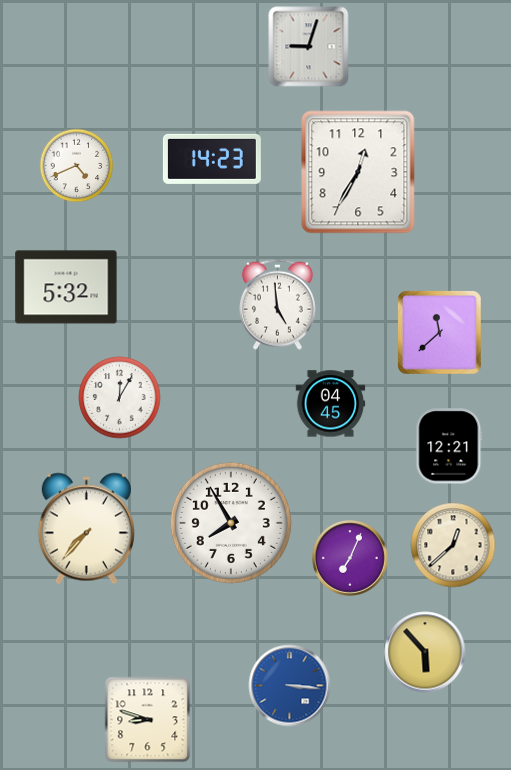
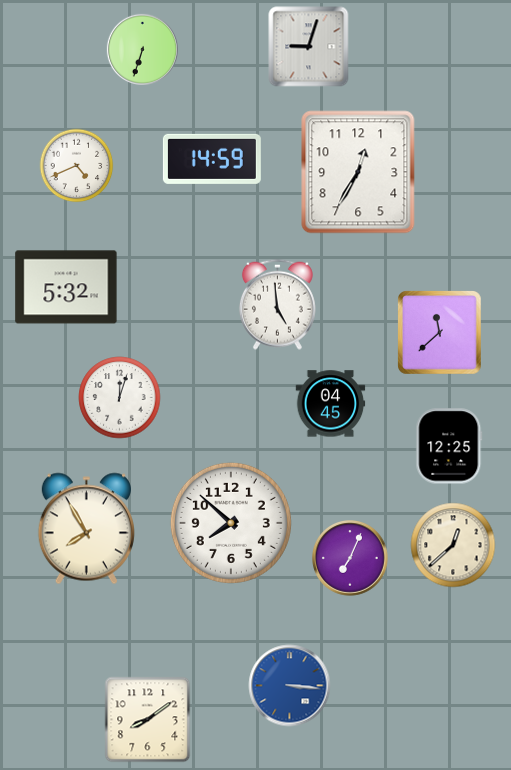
clock at (142, 49): none -> 6:33
clock at (212, 159): 14:23 -> 14:59
clock at (120, 398): 12:05 -> 12:03
clock at (449, 446): 12:21 -> 12:25
clock at (231, 523): 7:55 -> 7:52
clock at (86, 529): 7:37 -> 7:55
clock at (425, 652): 5:53 -> none
clock at (148, 720): 8:48 -> 8:09
